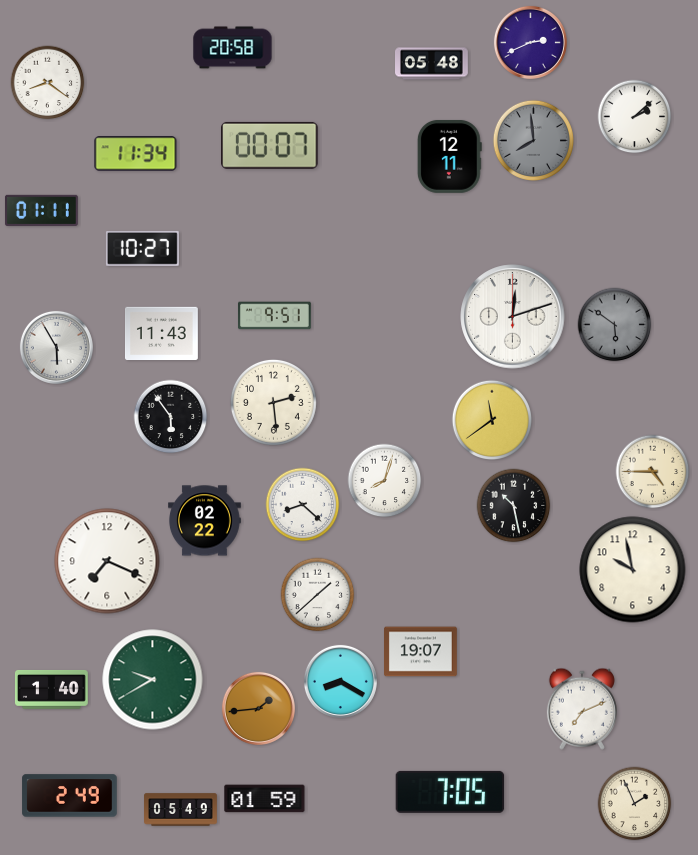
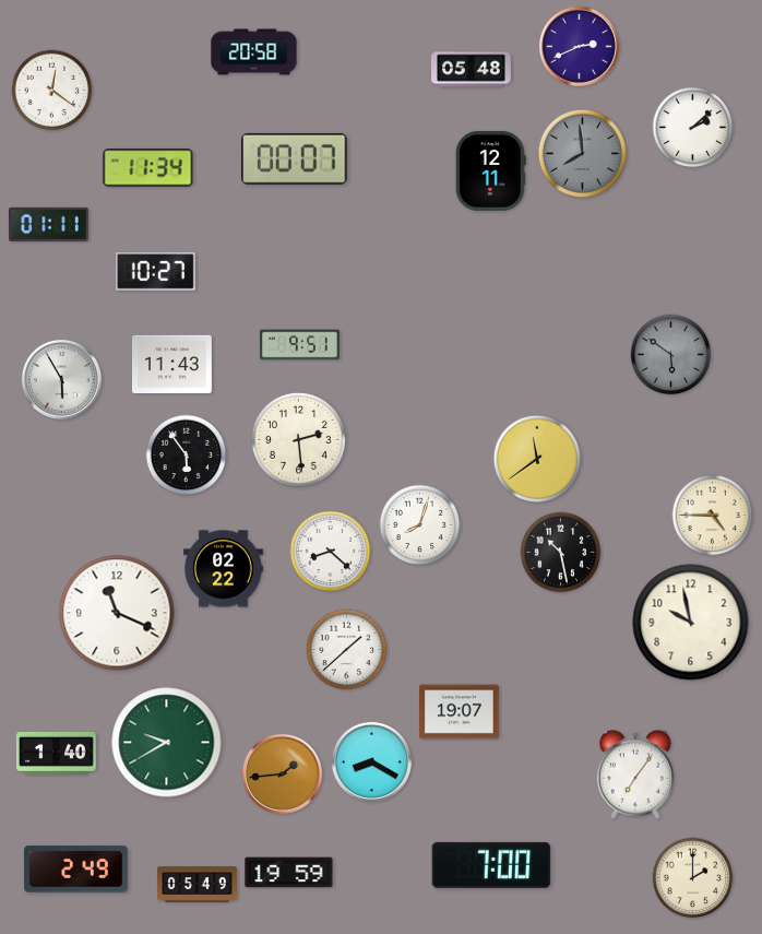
clock at (48, 83): 8:21 -> 12:21
clock at (41, 210) position: (41, 210) -> (48, 224)
clock at (513, 317): 12:12 -> none
clock at (162, 334) position: (162, 334) -> (172, 365)
clock at (107, 561): 7:19 -> 11:19
clock at (340, 681) position: (340, 681) -> (371, 761)
clock at (582, 709): 7:11 -> 7:06
clock at (450, 792): 7:05 -> 7:00
clock at (265, 799): 01:59 -> 19:59
clock at (635, 804): 1:56 -> 2:00
